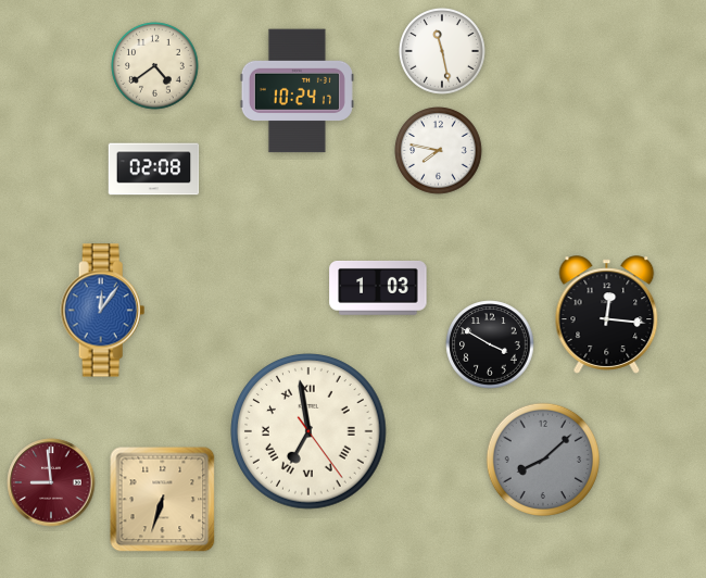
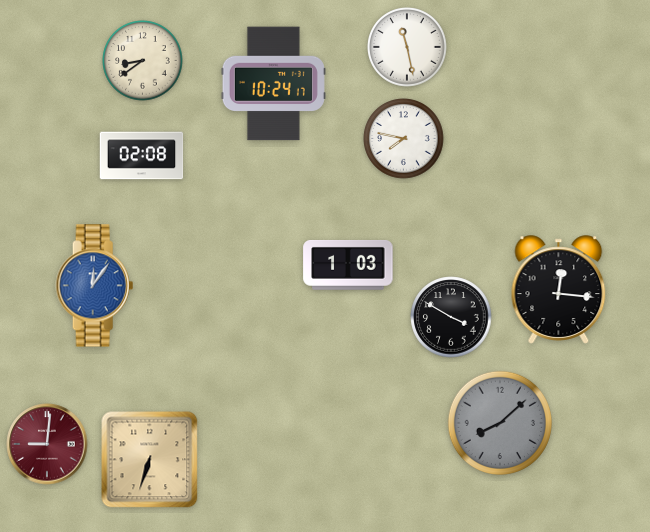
clock at (155, 66): 4:39 -> 8:39
clock at (308, 431): 6:58 -> none
clock at (51, 482): 8:59 -> 9:01
